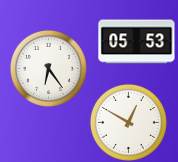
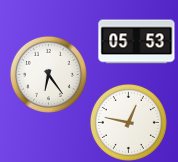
clock at (48, 68) position: (48, 68) -> (48, 74)
clock at (128, 122): 12:50 -> 12:47
